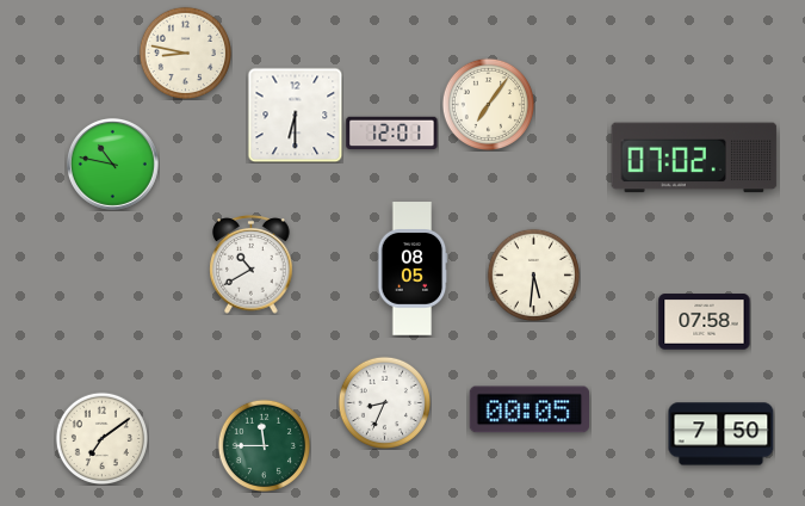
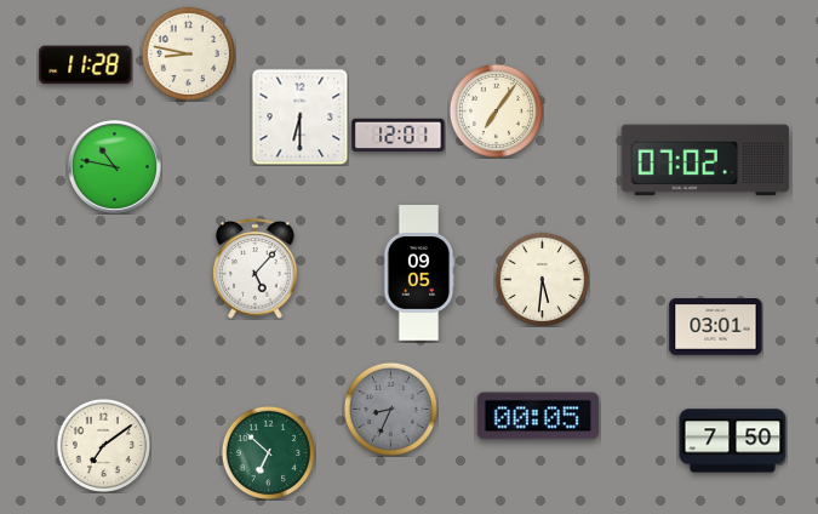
clock at (86, 65): none -> 11:28
clock at (488, 104) position: (488, 104) -> (496, 110)
clock at (252, 265): 10:40 -> 5:07
clock at (413, 269): 08:05 -> 09:05
clock at (705, 322): 07:58 -> 03:01
clock at (384, 402) dial: white -> grey
clock at (264, 445): 11:45 -> 6:52
